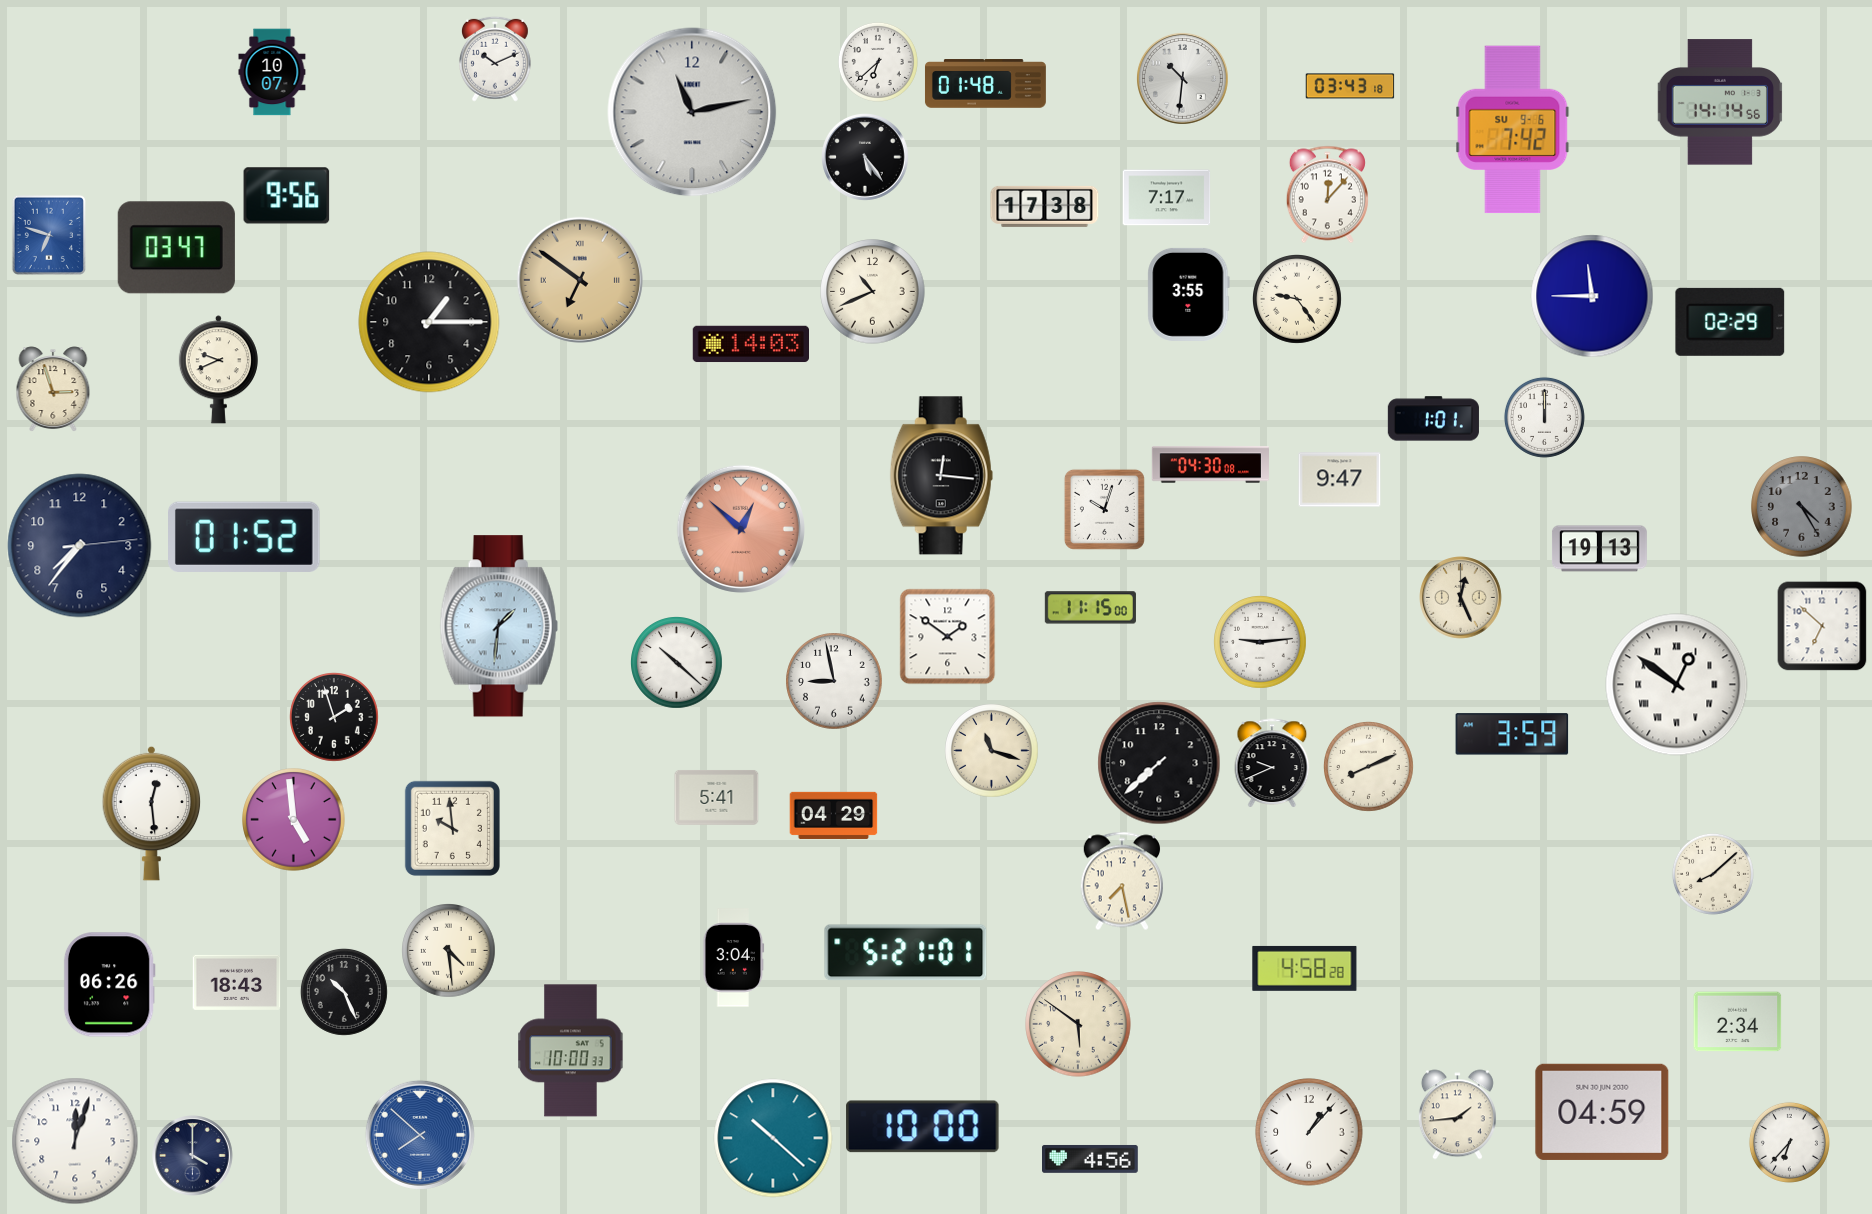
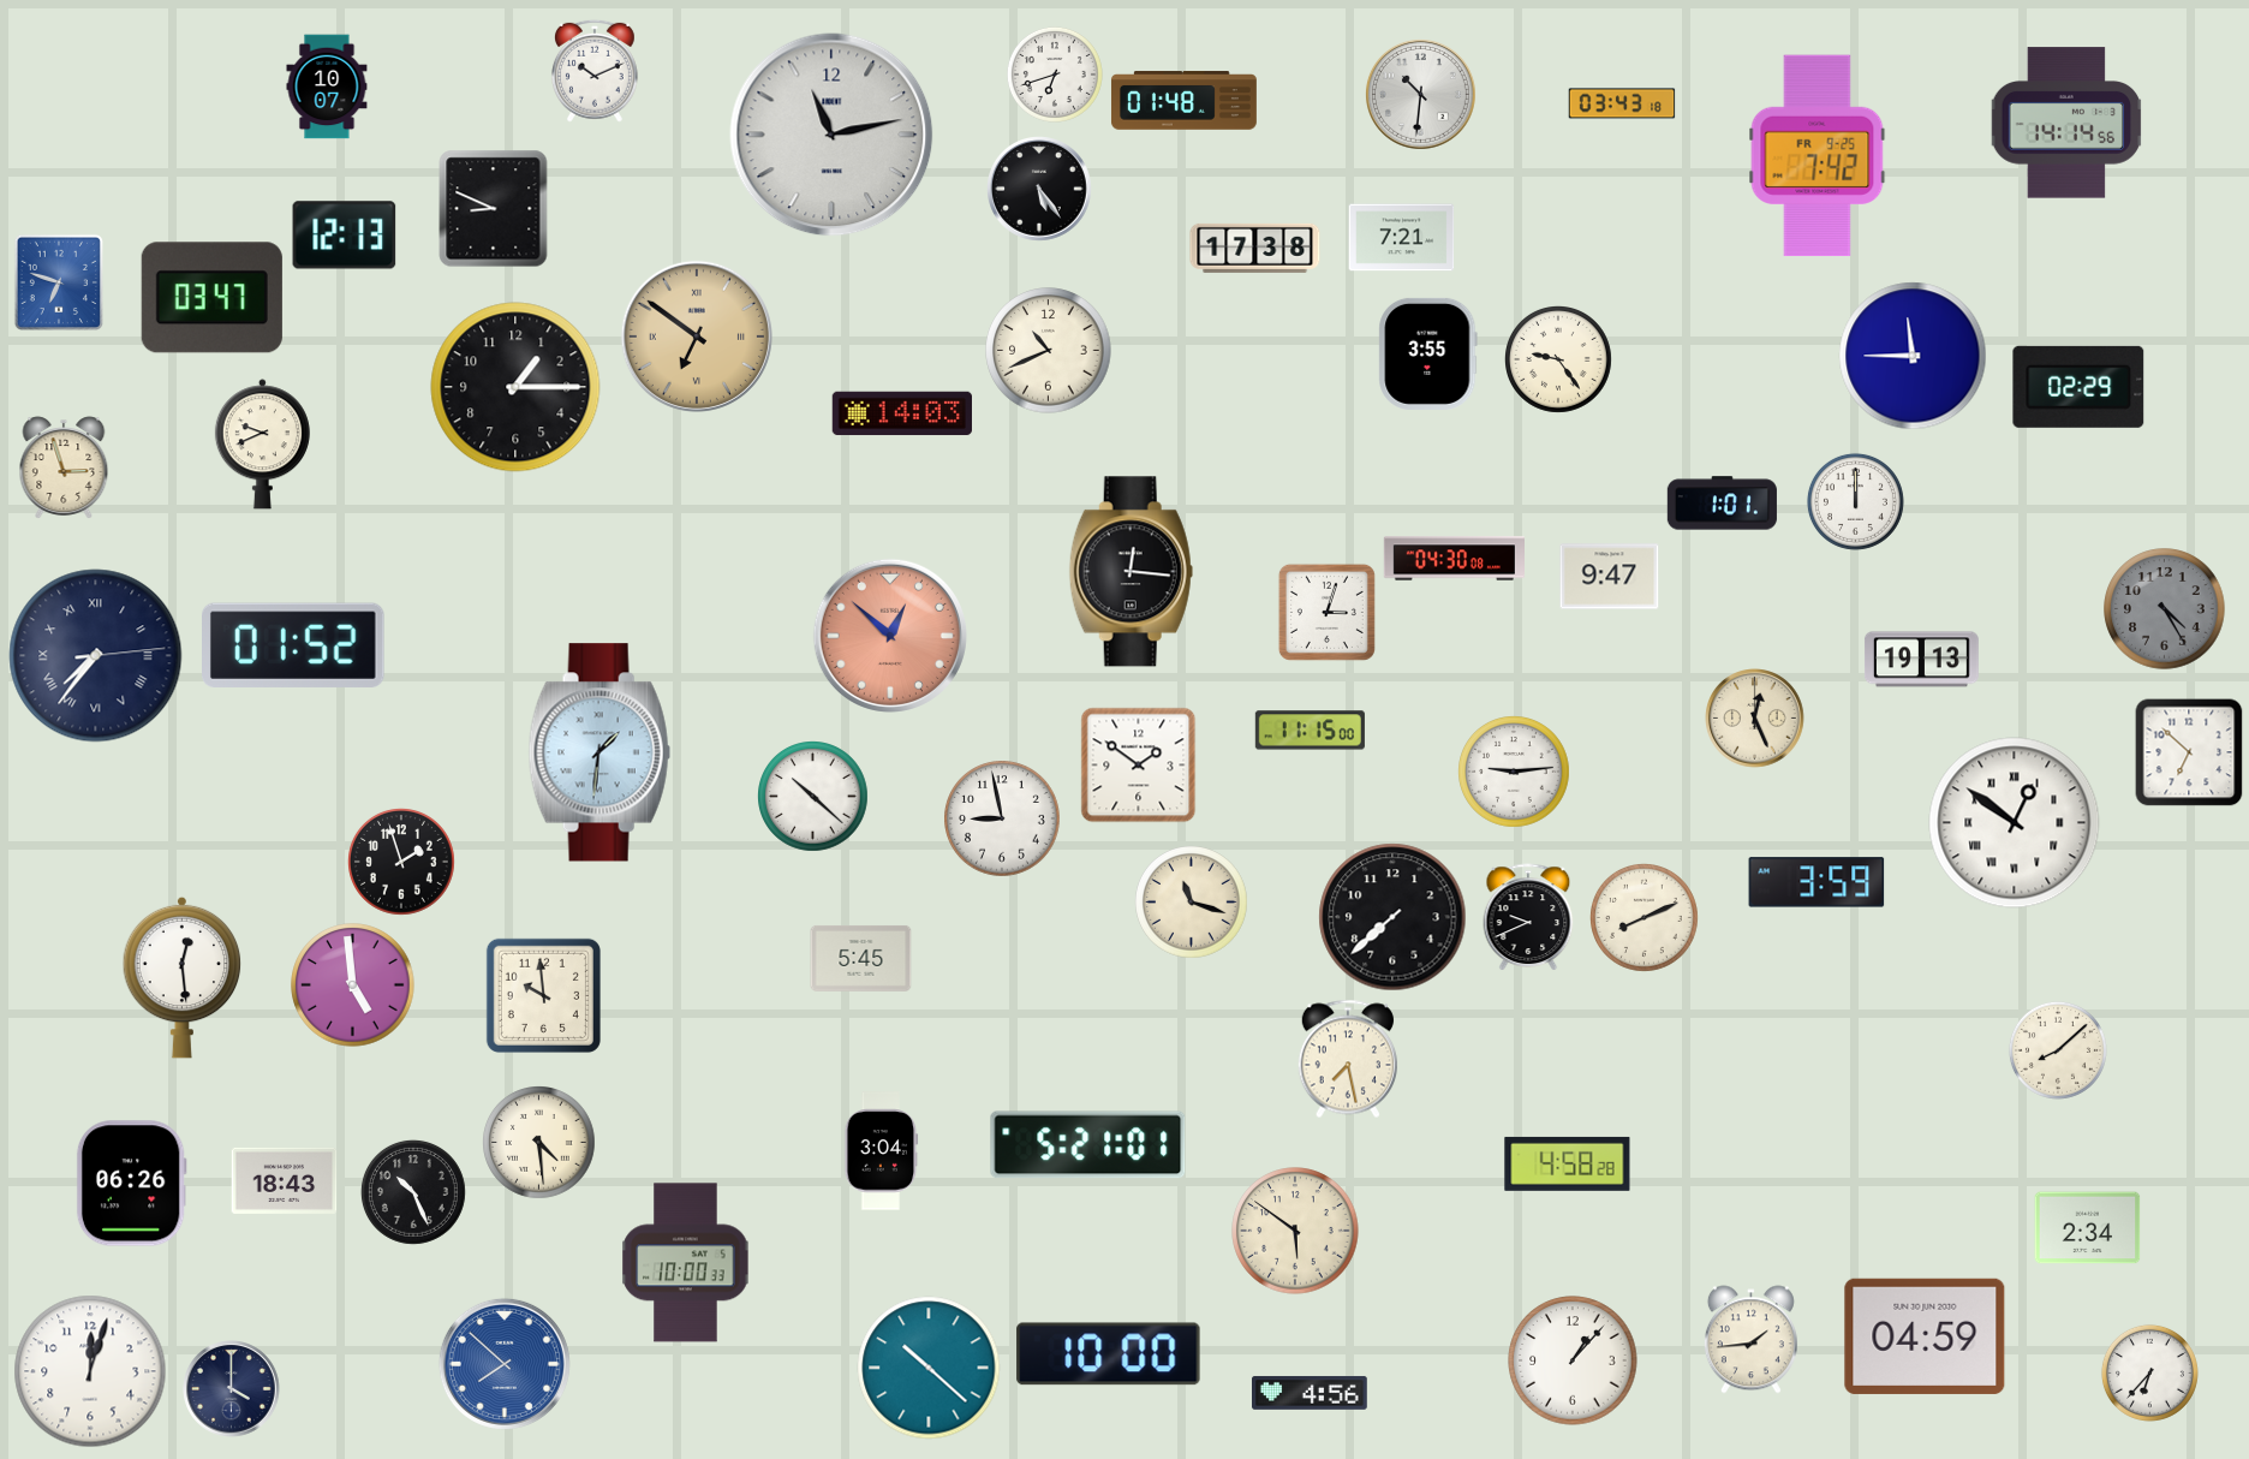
clock at (878, 62): 6:38 -> 6:42
clock at (1513, 130) date: SU 9-6 -> FR 9-25
clock at (494, 209): none -> 8:49
clock at (1327, 195): 12:07 -> none
clock at (287, 196): 9:56 -> 12:13
clock at (1167, 198): 7:17 -> 7:21
clock at (1104, 509): 10:03 -> 3:03
clock at (80, 546) numerals: Arabic -> Roman
clock at (1369, 767) position: (1369, 767) -> (1645, 918)
clock at (717, 798): 5:41 -> 5:45
clock at (834, 815): 04:29 -> none
